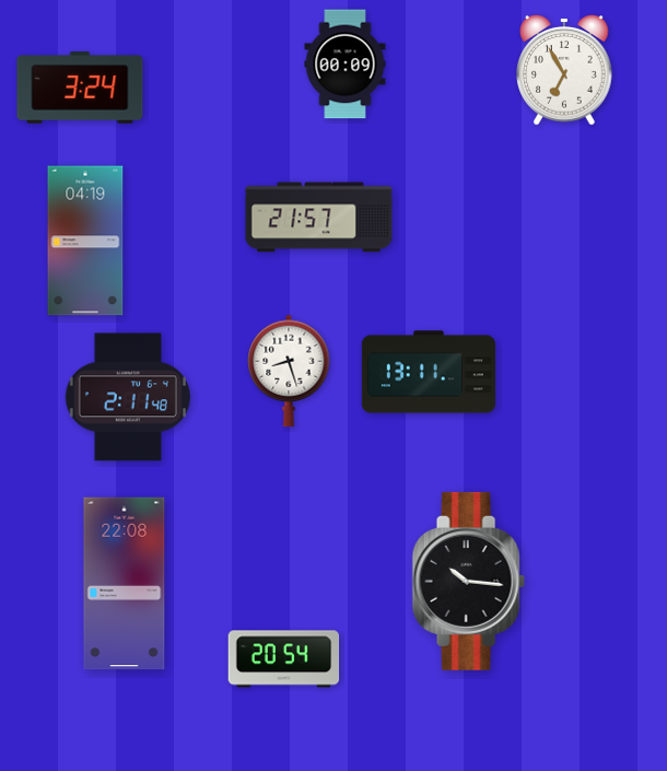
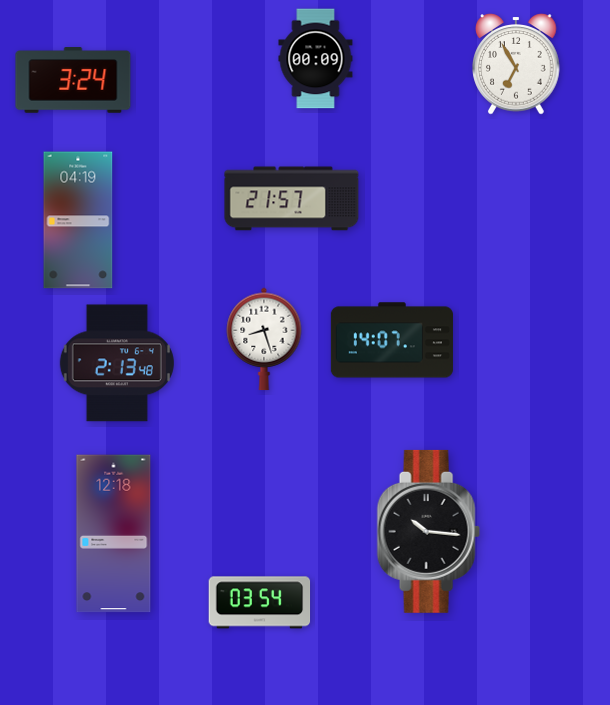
clock at (429, 372): 13:11 -> 14:07
clock at (128, 397): 2:11 -> 2:13
clock at (125, 584): 22:08 -> 12:18
clock at (284, 659): 20:54 -> 03:54
